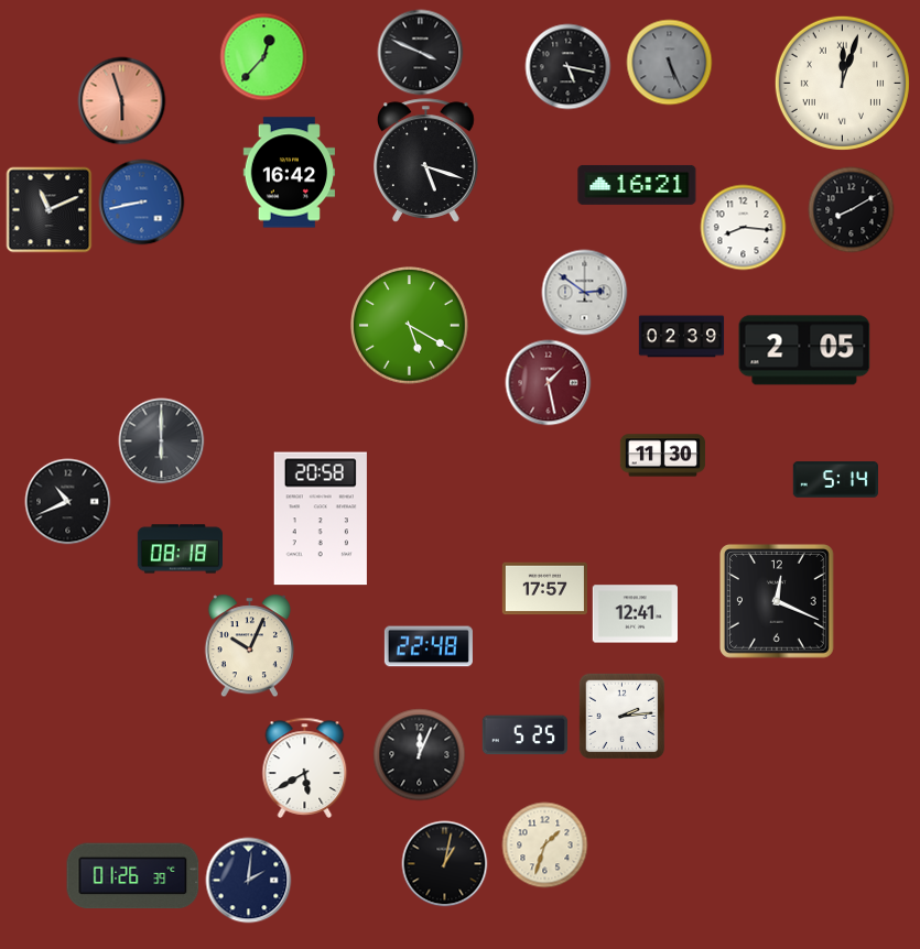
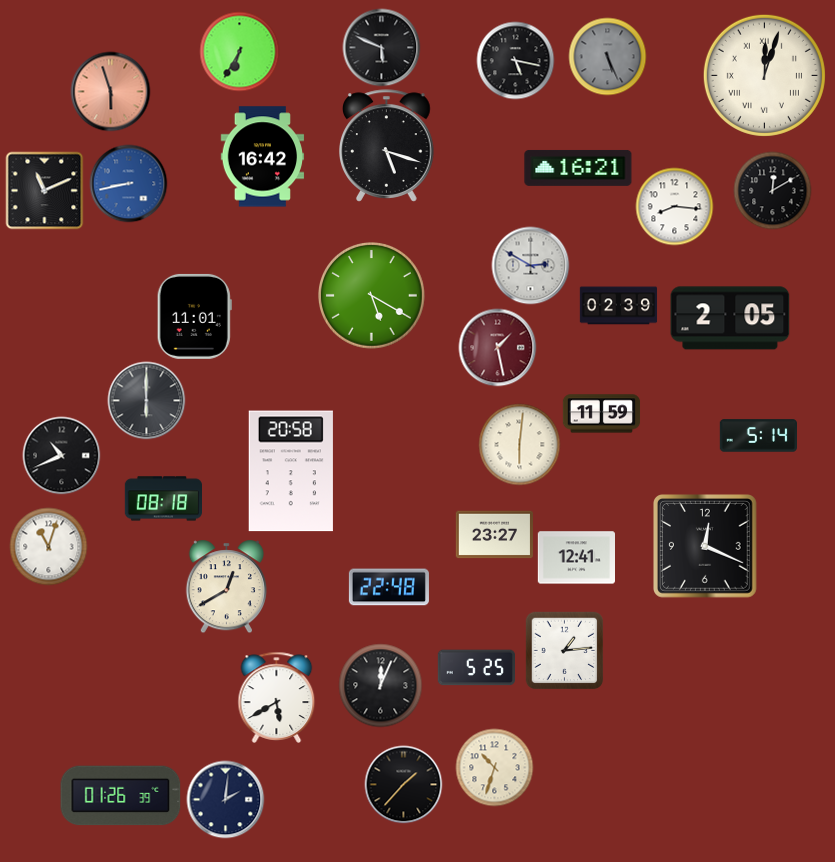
clock at (420, 52): 3:49 -> 5:49
clock at (263, 56): 12:37 -> 6:35
clock at (851, 209): 8:10 -> 12:10
clock at (584, 292): 2:51 -> 2:50
clock at (194, 316): none -> 11:01
clock at (662, 456): 11:30 -> 11:59
clock at (519, 444): none -> 6:01
clock at (544, 589): 17:57 -> 23:27
clock at (48, 546): none -> 11:03
clock at (249, 645): 10:04 -> 12:40
clock at (621, 716): 2:14 -> 1:14
clock at (544, 844): 1:33 -> 10:33
clock at (444, 863): 1:02 -> 1:37
